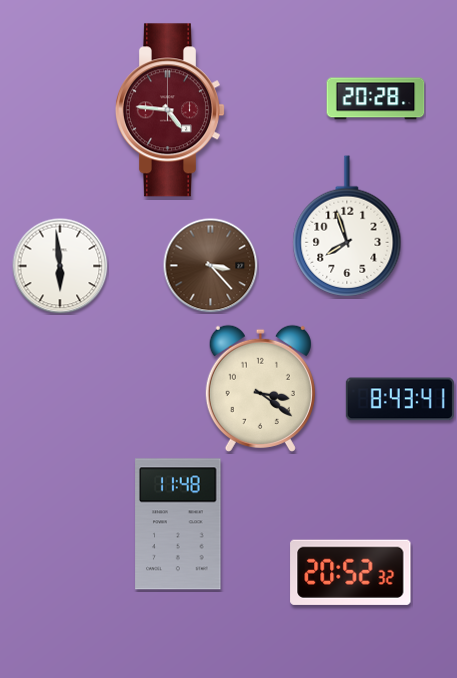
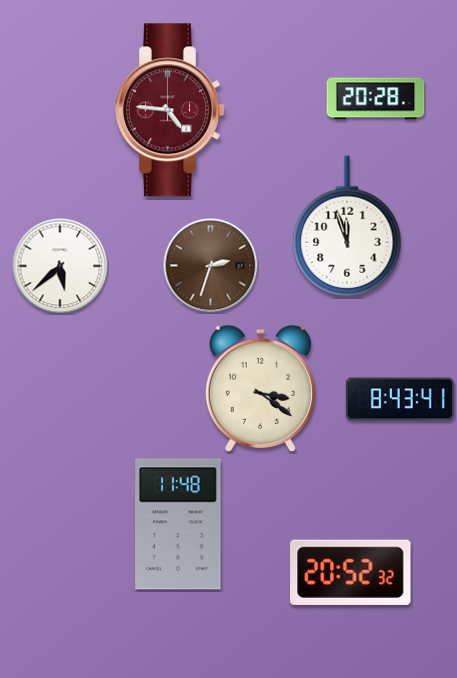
clock at (347, 226): 7:57 -> 11:57
clock at (210, 265): 3:23 -> 2:33
clock at (60, 266): 5:59 -> 5:38
